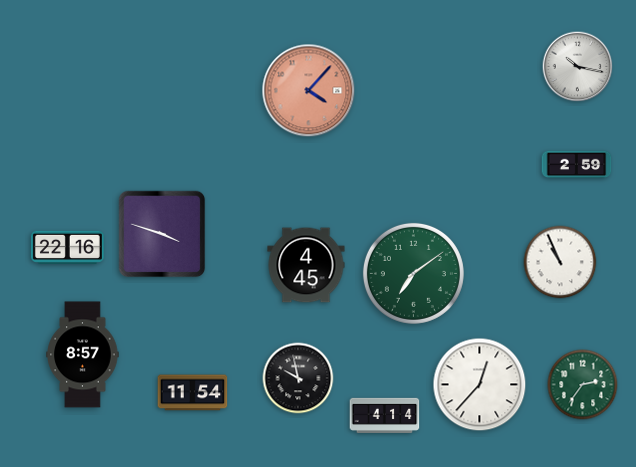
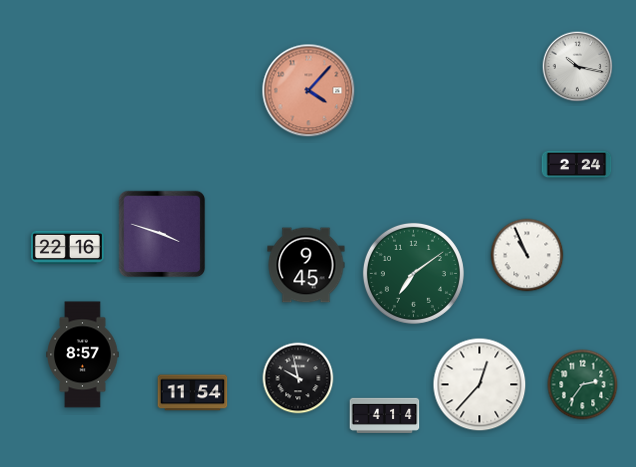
clock at (577, 165): 2:59 -> 2:24
clock at (560, 262) position: (560, 262) -> (527, 255)
clock at (306, 265): 4:45 -> 9:45
